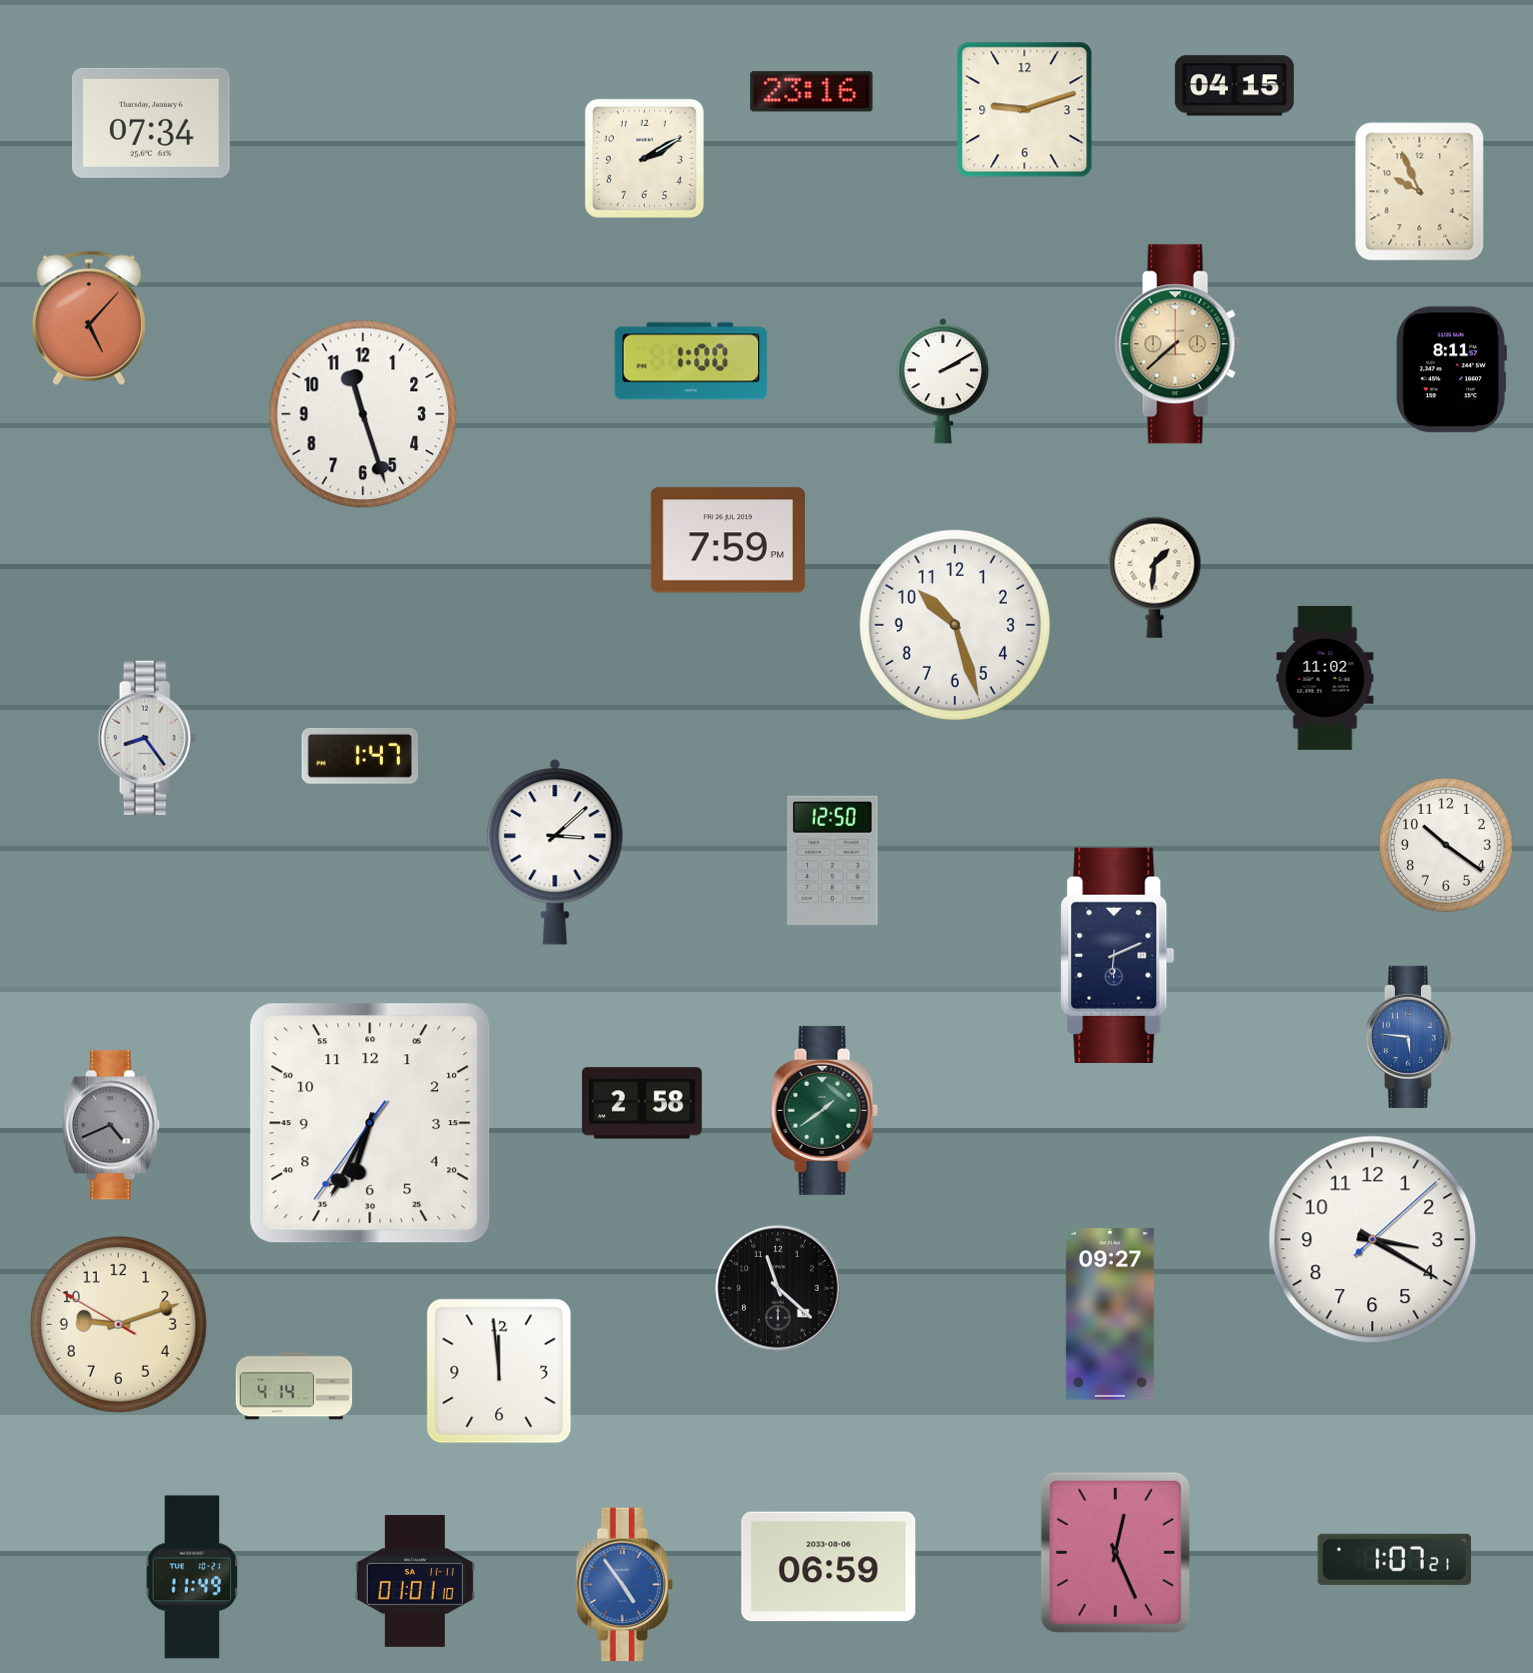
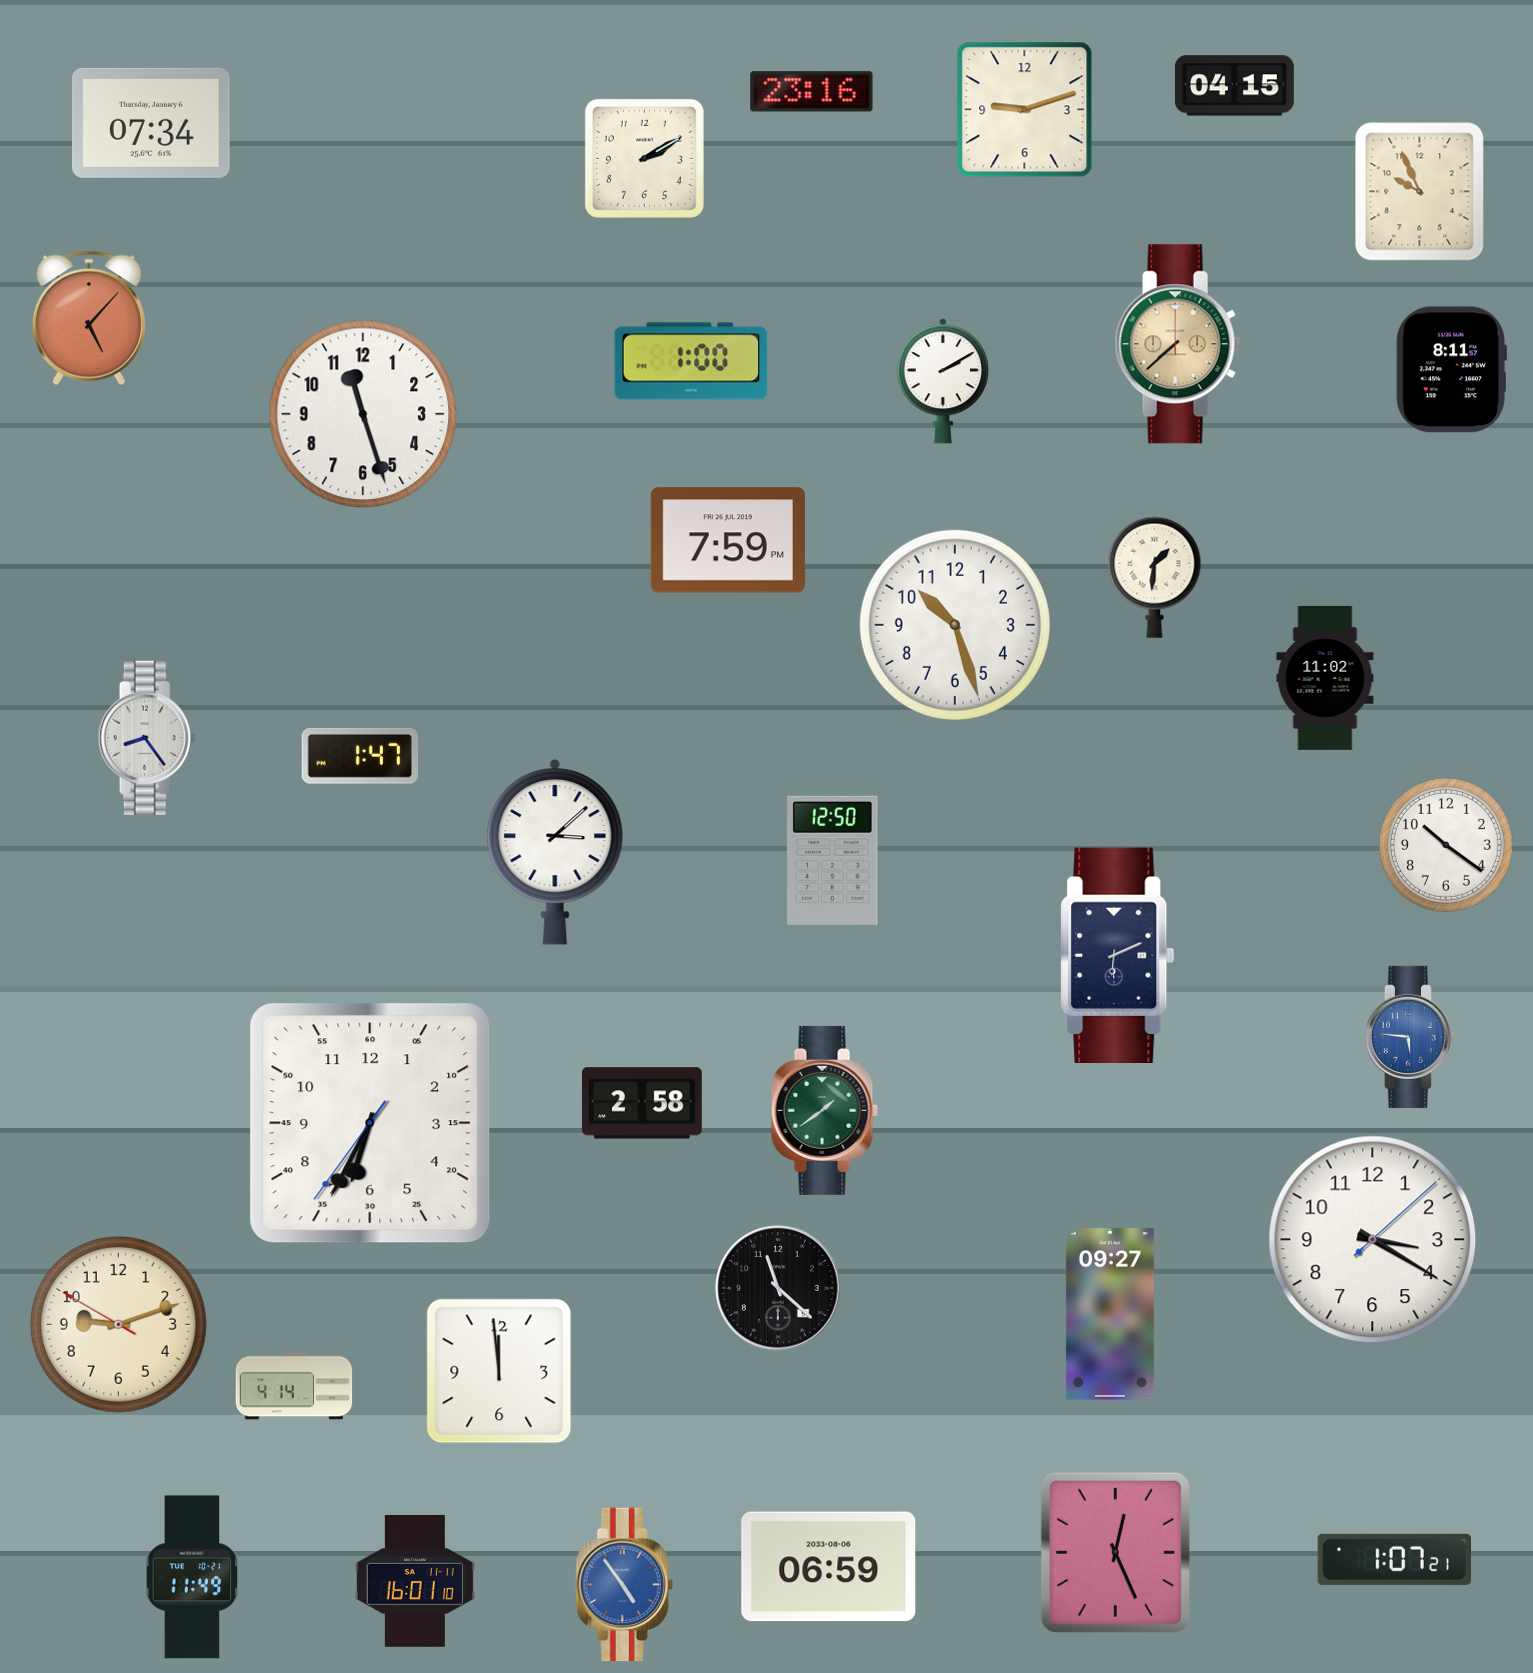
clock at (111, 1125): 4:41 -> none
clock at (415, 1581): 01:01 -> 16:01
